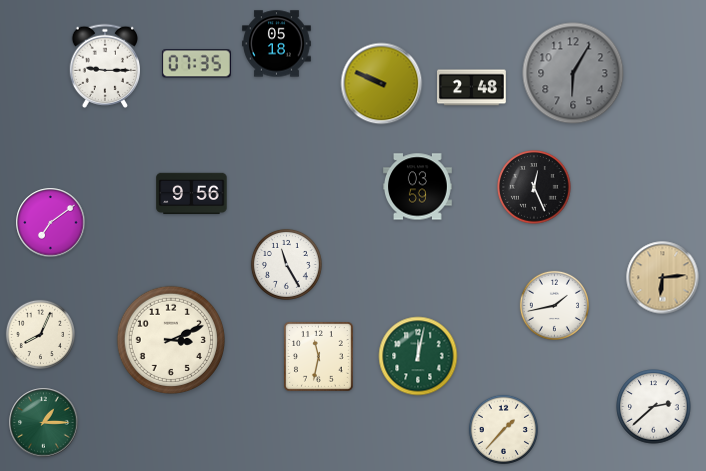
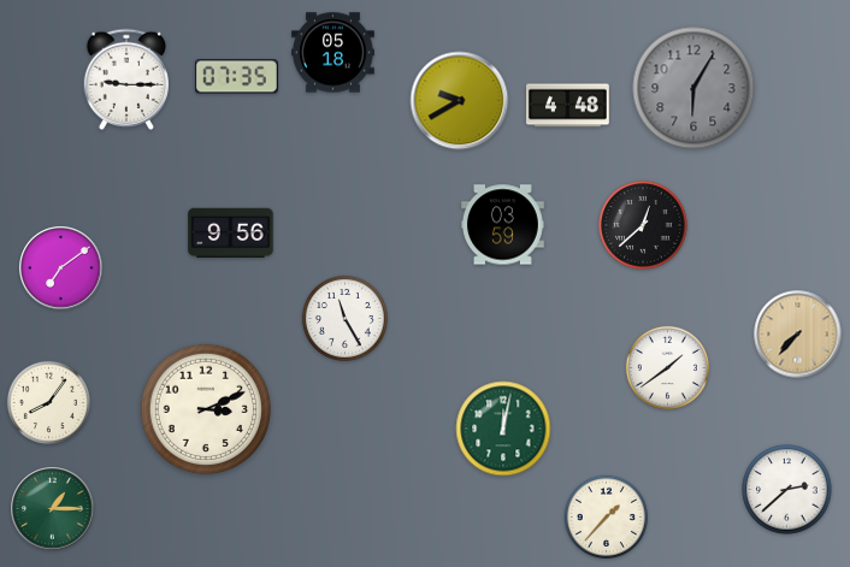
clock at (573, 73) position: (573, 73) -> (693, 88)
clock at (382, 84): 9:49 -> 9:40
clock at (472, 88): 2:48 -> 4:48
clock at (534, 187): 12:26 -> 12:38
clock at (663, 278): 6:14 -> 7:37
clock at (554, 305): 1:43 -> 1:39
clock at (40, 334): 8:04 -> 8:06
clock at (319, 357): 11:32 -> none
